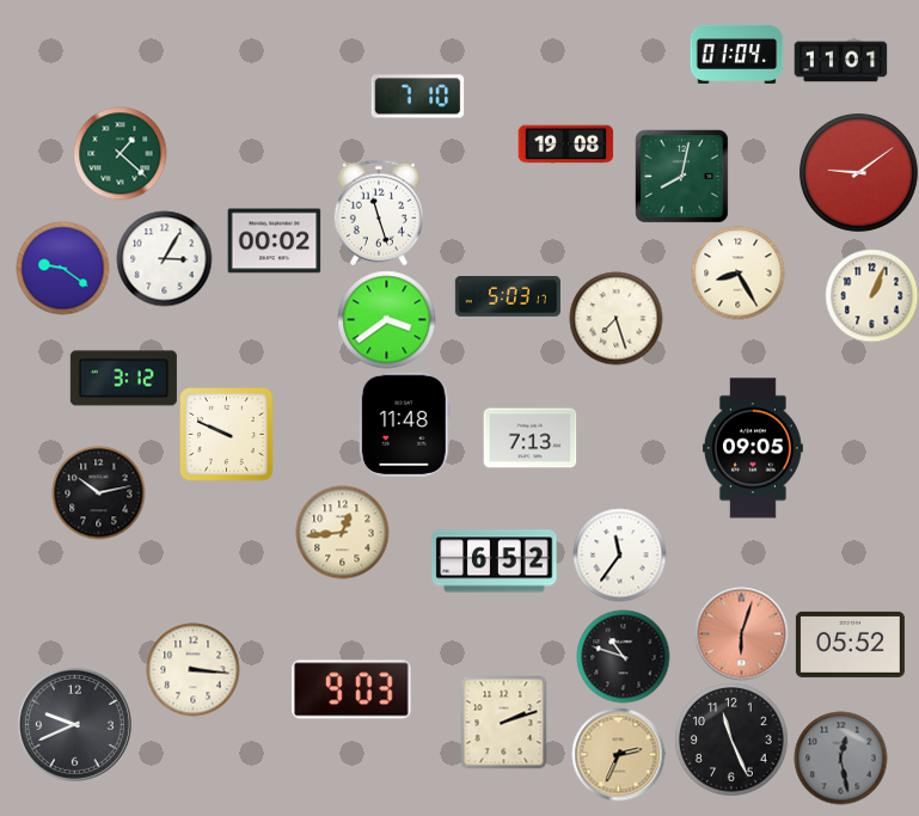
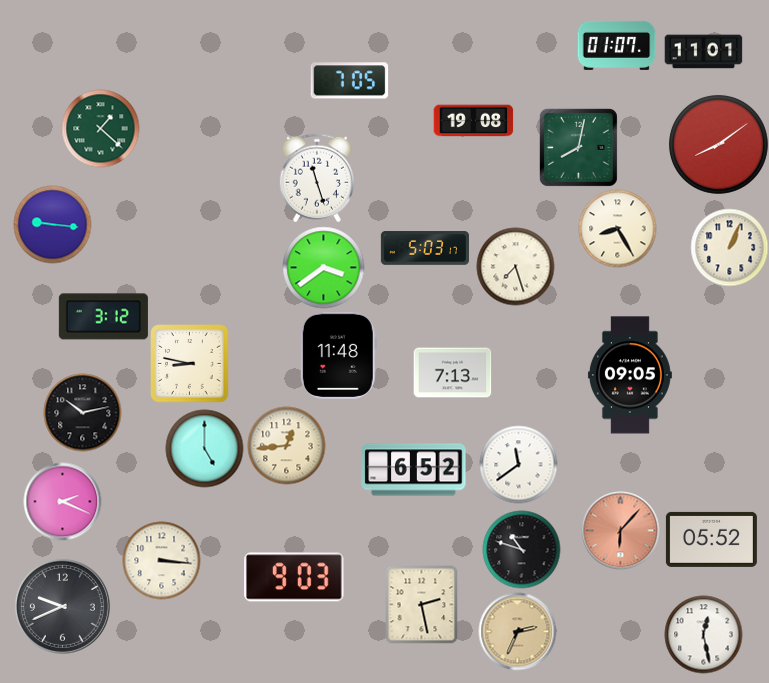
clock at (736, 54): 01:04 -> 01:07
clock at (417, 97): 7:10 -> 7:05
clock at (858, 172): 9:09 -> 8:09
clock at (681, 176) position: (681, 176) -> (578, 147)
clock at (274, 241): 00:02 -> none
clock at (164, 258): 3:05 -> none
clock at (62, 268): 9:21 -> 9:16
clock at (227, 435): 9:49 -> 8:47
clock at (529, 438) position: (529, 438) -> (452, 373)
clock at (204, 448): none -> 5:00
clock at (619, 554): 11:36 -> 11:39
clock at (62, 501): none -> 2:19
clock at (741, 633): 6:03 -> 6:07
clock at (504, 722): 2:12 -> 2:28
clock at (731, 740): 11:26 -> none
clock at (840, 757) dial: grey -> white
